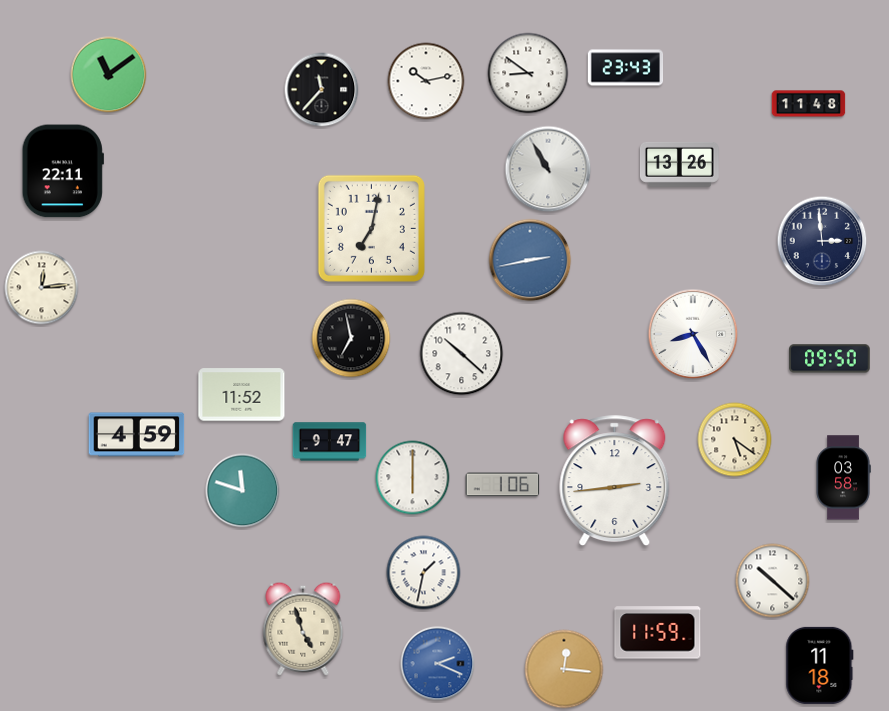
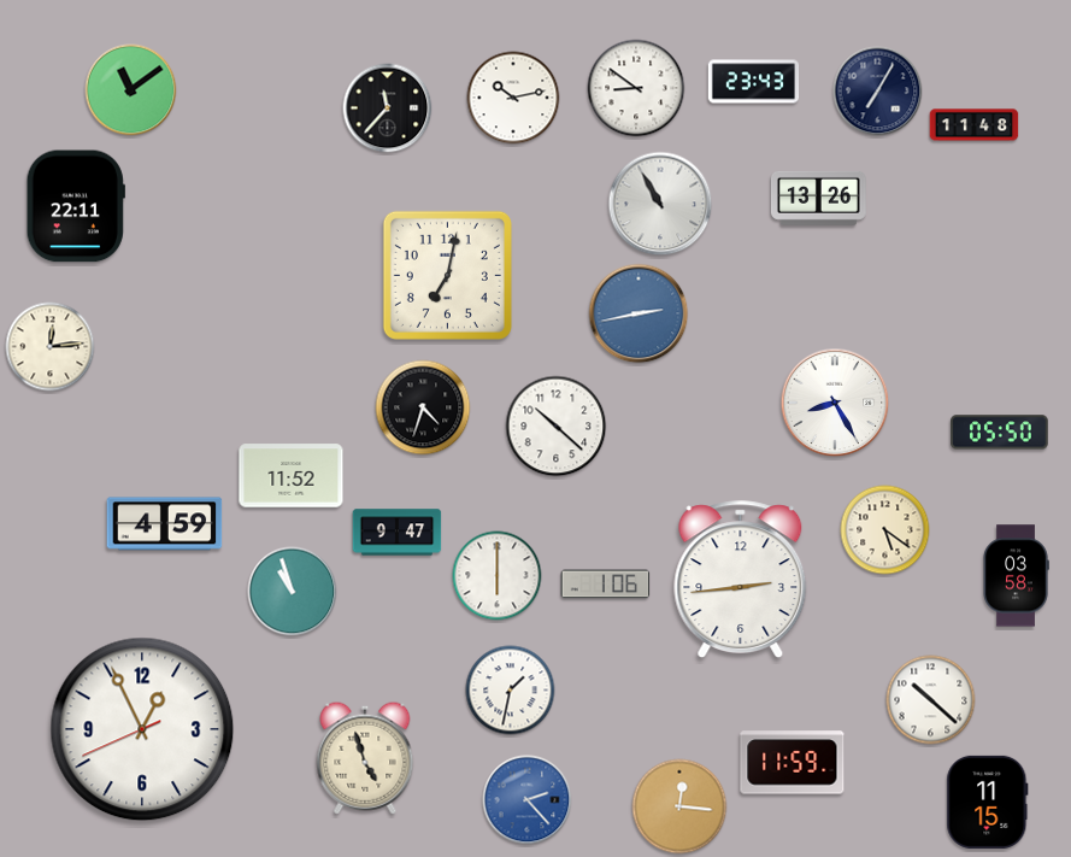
clock at (878, 92): none -> 7:05
clock at (822, 241): 2:59 -> none
clock at (351, 338): 6:58 -> 4:33
clock at (830, 359): 09:50 -> 05:50
clock at (243, 491): 11:48 -> 10:57
clock at (142, 729): none -> 12:55
clock at (438, 664): 2:19 -> 2:23
clock at (820, 665): 11:18 -> 11:15
